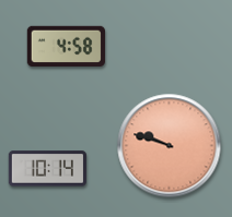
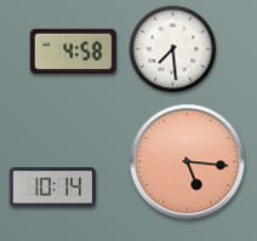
clock at (173, 50): none -> 7:29
clock at (170, 146): 9:48 -> 5:16
